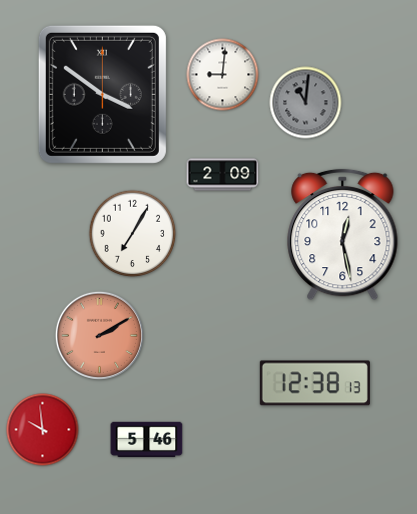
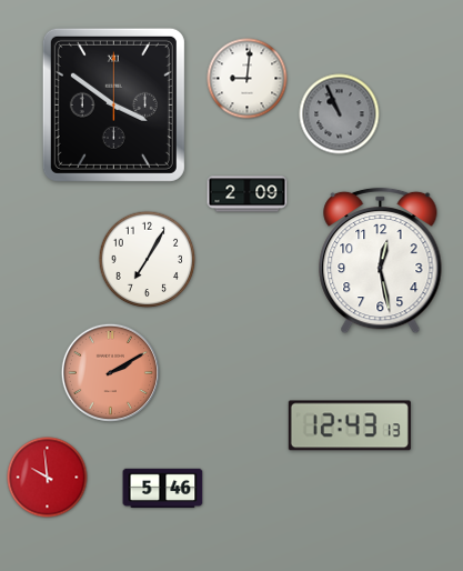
clock at (223, 75) position: (223, 75) -> (248, 79)
clock at (306, 103): 11:01 -> 10:56
clock at (315, 383): 12:38 -> 12:43
